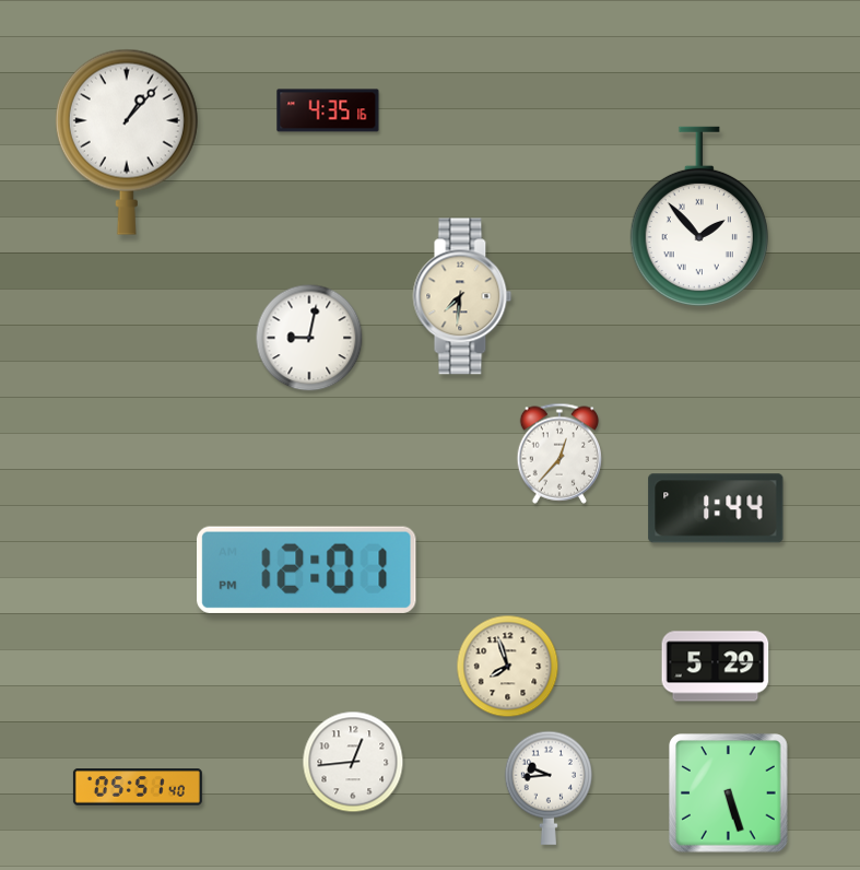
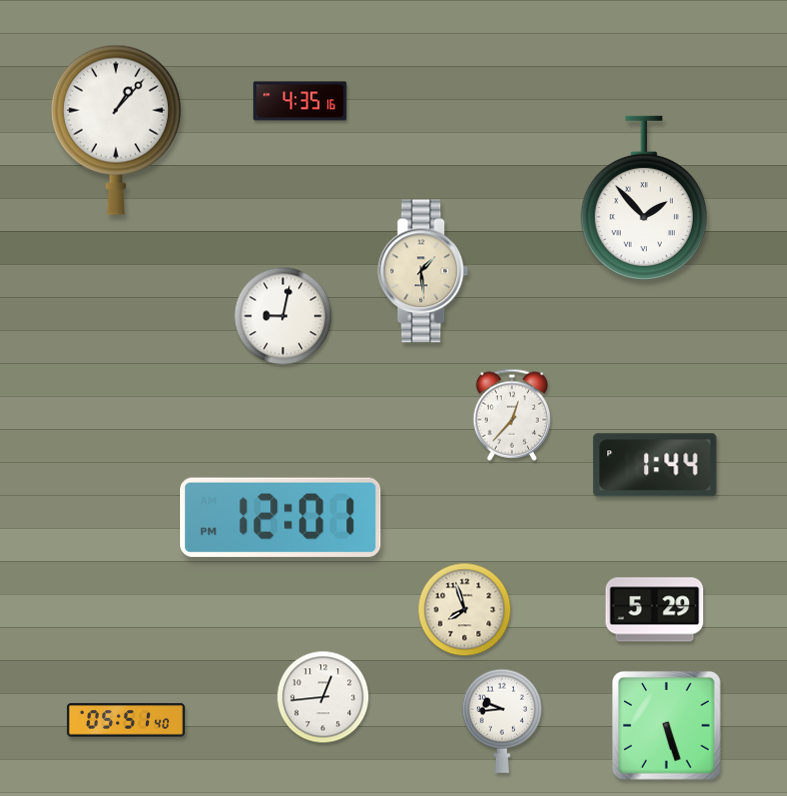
clock at (699, 216) position: (699, 216) -> (644, 198)
clock at (462, 296): 7:31 -> 1:29
clock at (309, 338) position: (309, 338) -> (283, 316)
clock at (307, 569) position: (307, 569) -> (281, 517)
